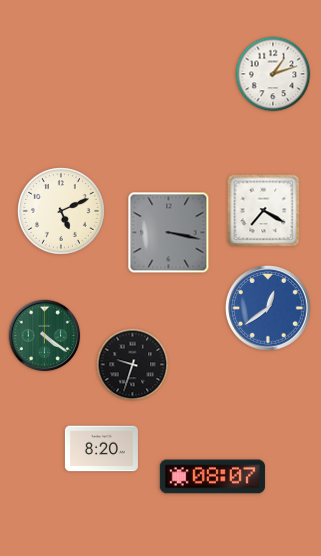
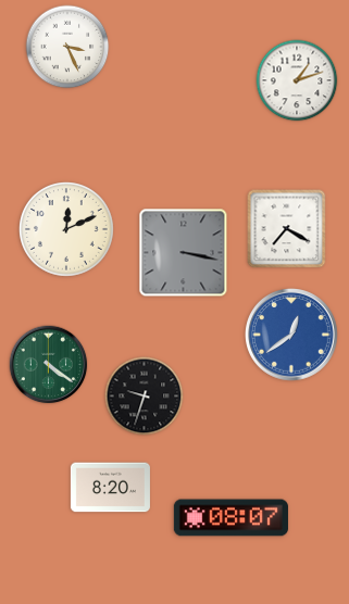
clock at (67, 47): none -> 3:26
clock at (62, 212): 5:11 -> 12:11
